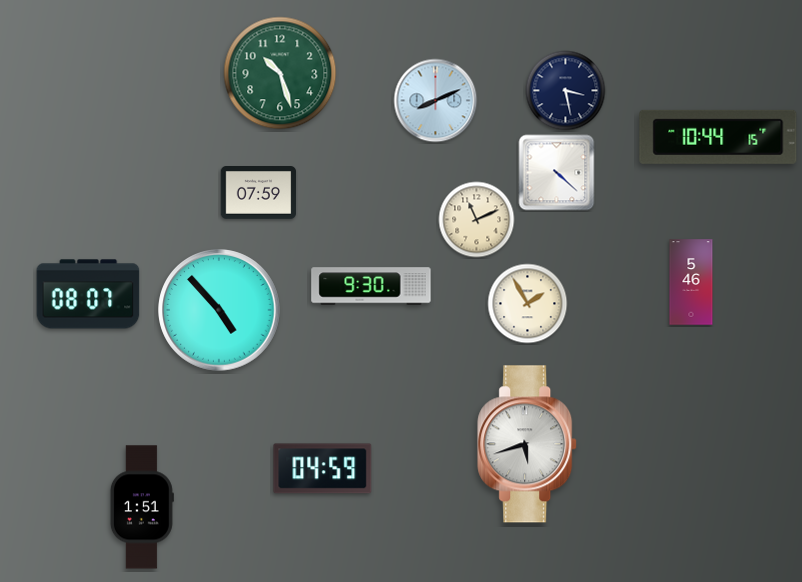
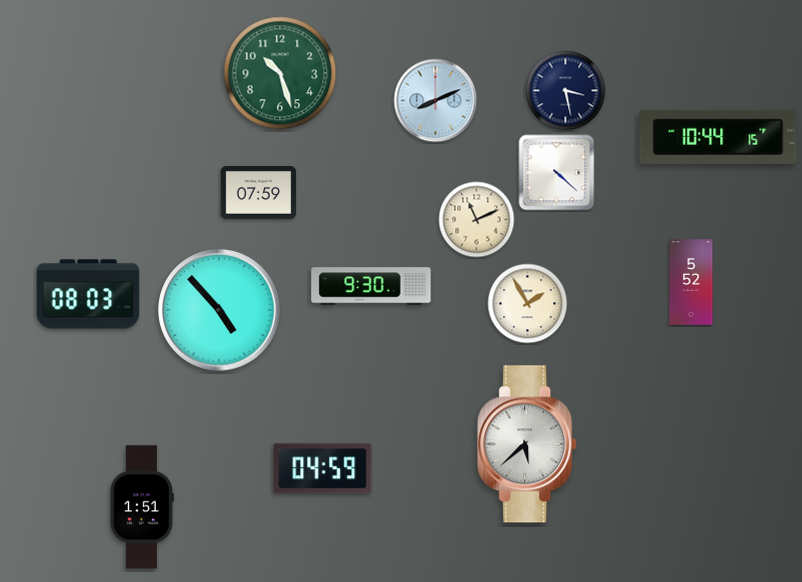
clock at (691, 282): 5:46 -> 5:52
clock at (88, 294): 08:07 -> 08:03
clock at (528, 444): 5:42 -> 5:38
